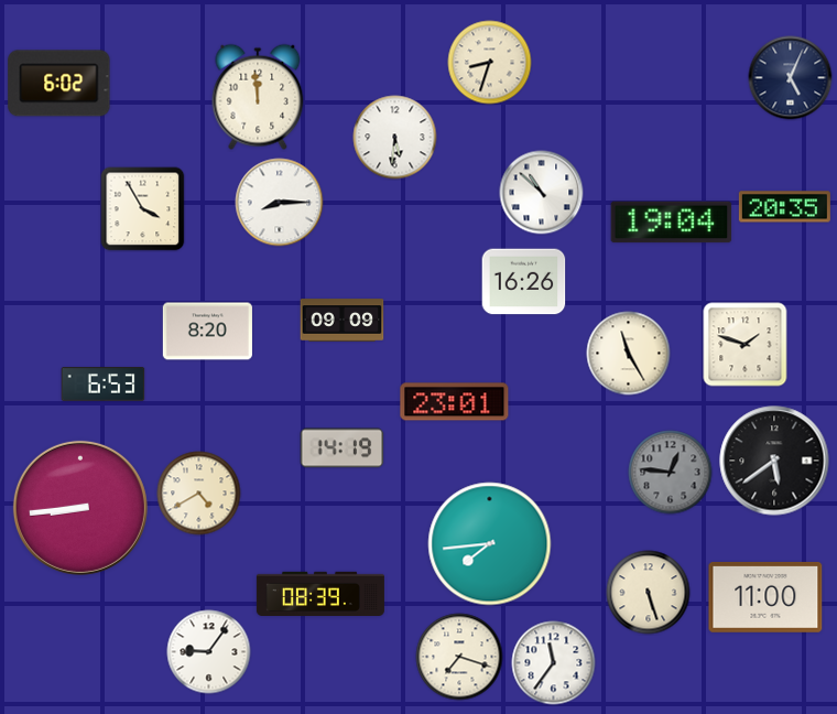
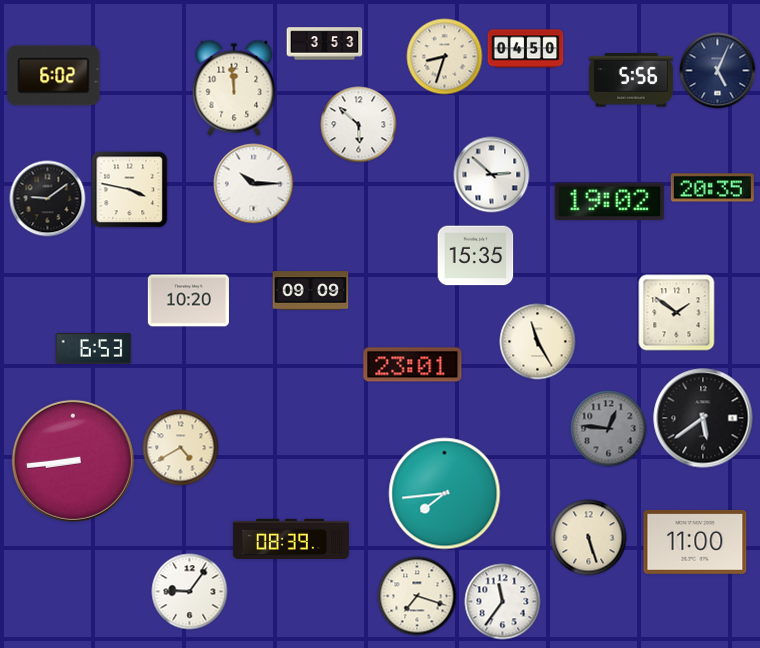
clock at (325, 44): none -> 3:53
clock at (526, 49): none -> 04:50
clock at (631, 80): none -> 5:56
clock at (395, 138): 5:31 -> 5:52
clock at (542, 193): 10:52 -> 2:52
clock at (280, 203): 8:15 -> 10:15
clock at (143, 209): 3:55 -> 3:47
clock at (48, 199): none -> 9:09
clock at (672, 223): 19:04 -> 19:02
clock at (524, 282): 16:26 -> 15:35
clock at (207, 332): 8:20 -> 10:20
clock at (746, 345): 1:48 -> 1:51
clock at (629, 354) position: (629, 354) -> (538, 342)
clock at (343, 448): 14:19 -> none
